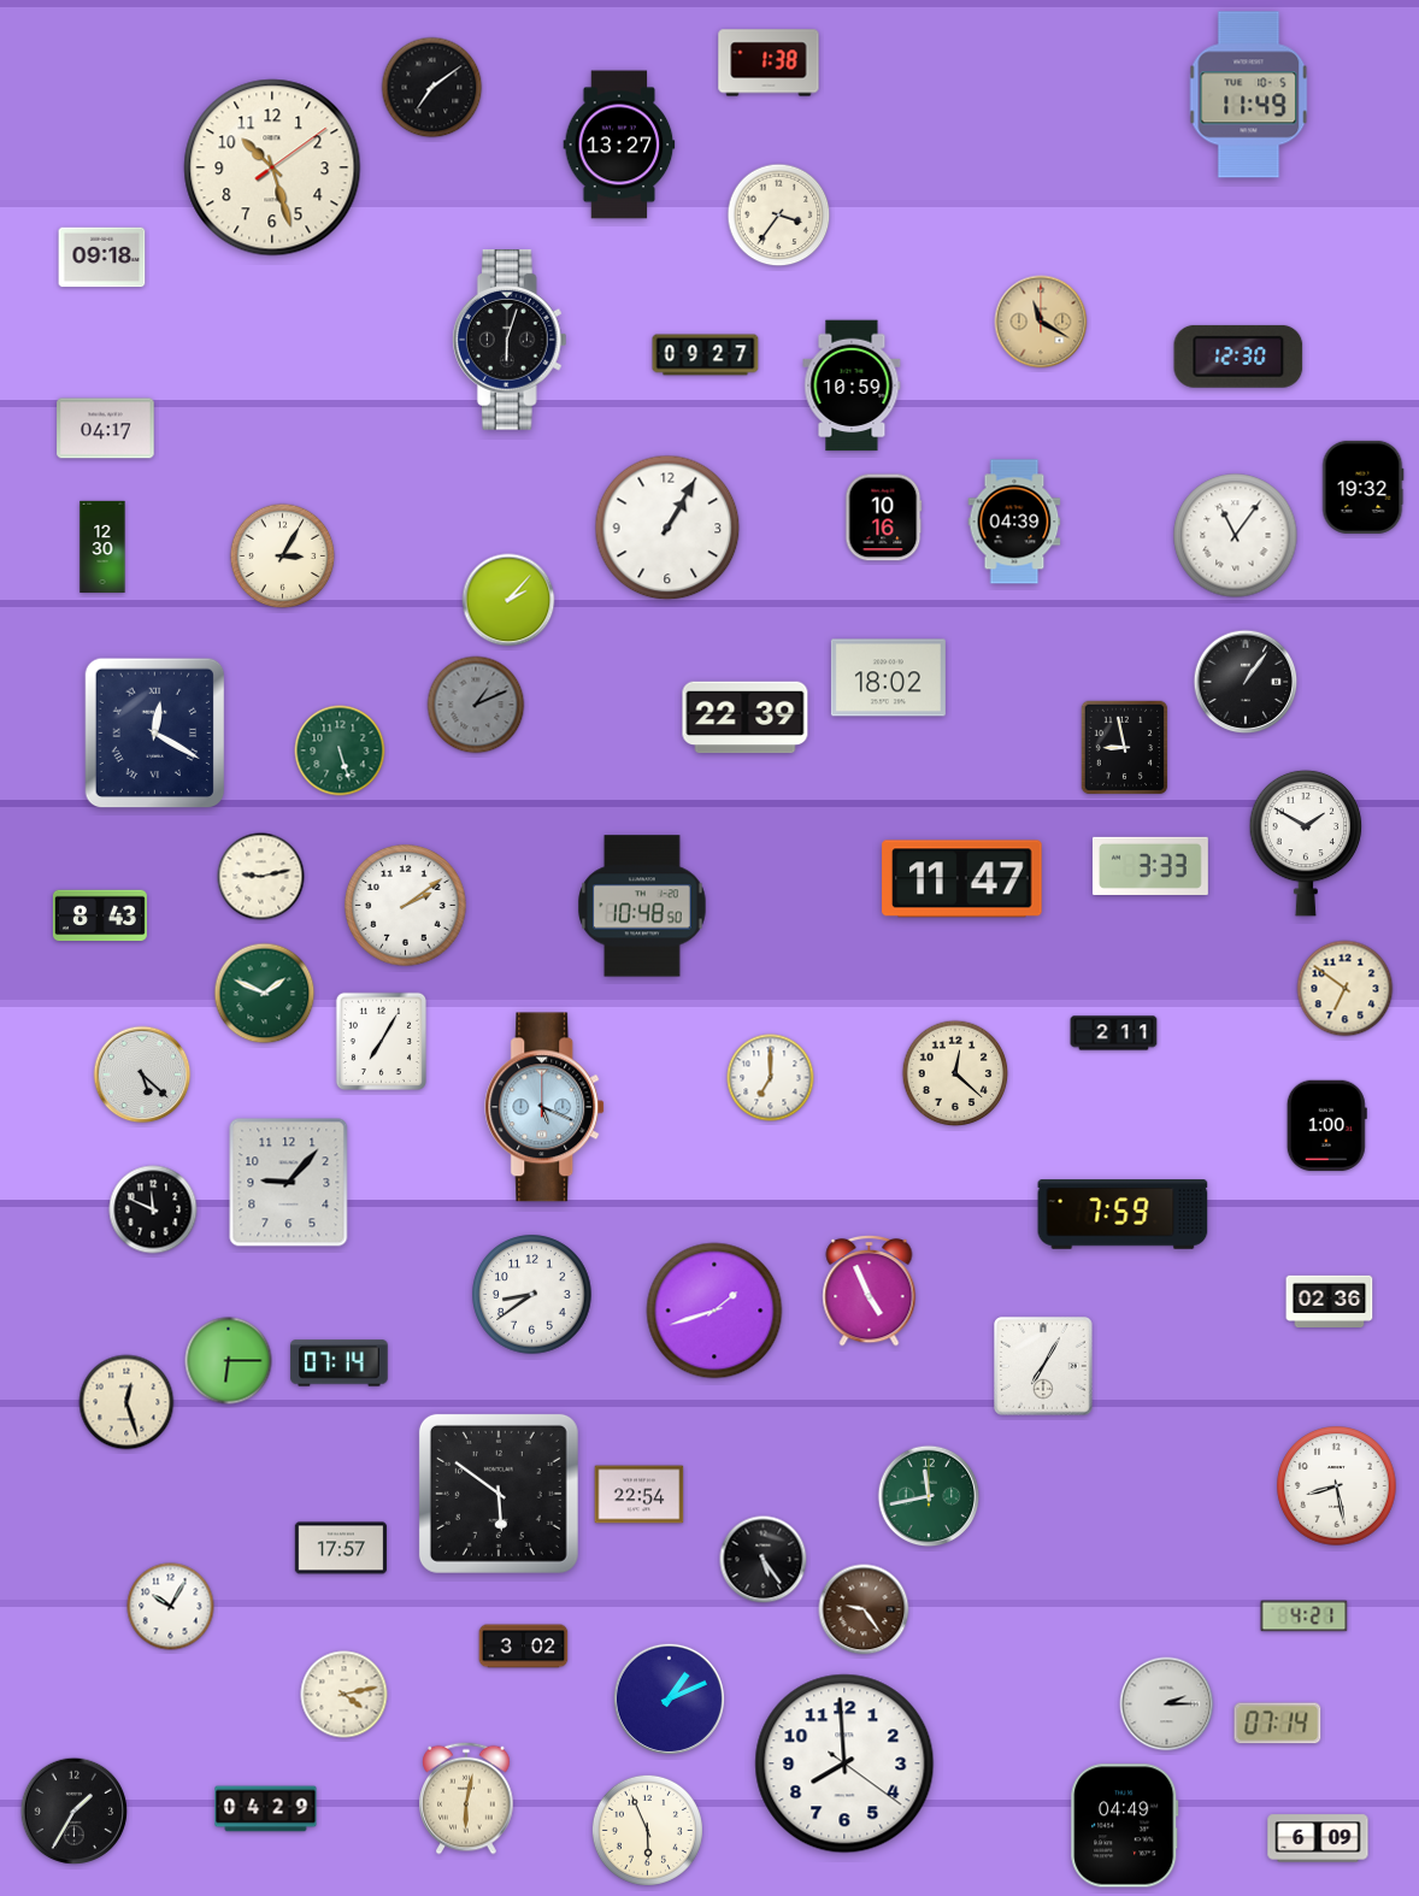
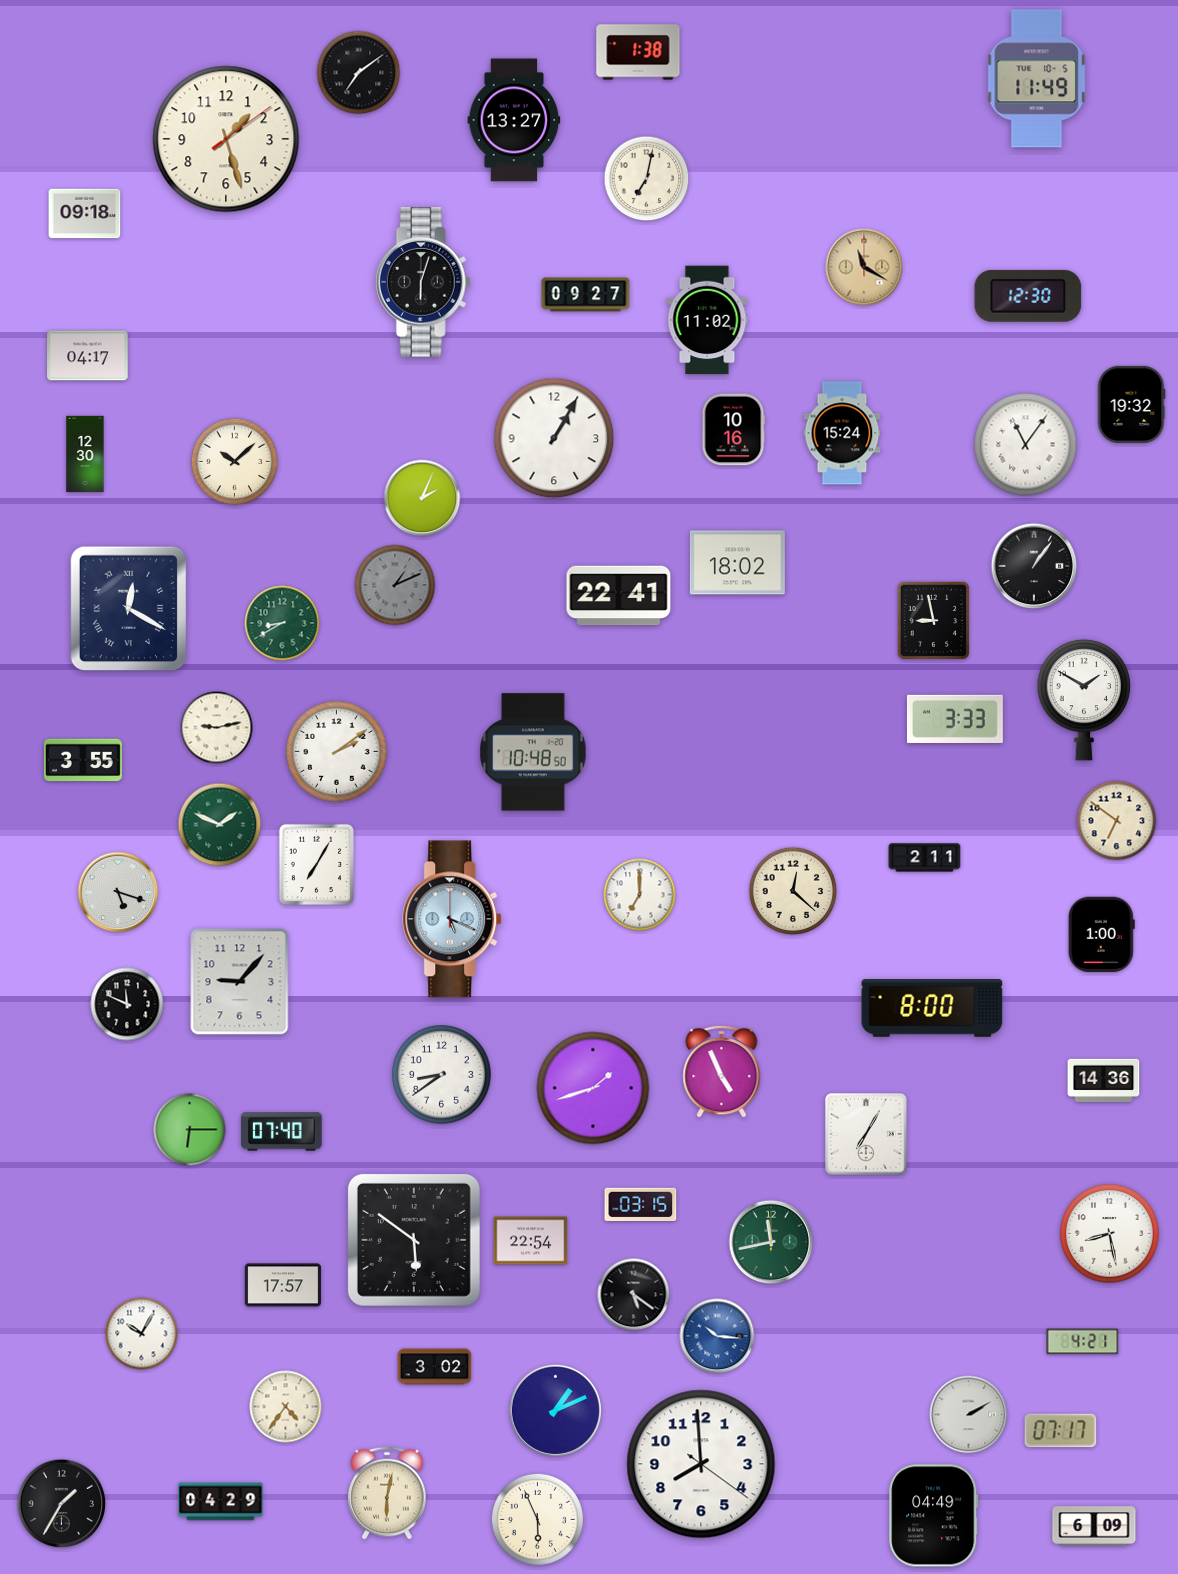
clock at (272, 167): 10:27 -> 1:27
clock at (779, 216): 3:36 -> 7:02
clock at (852, 385): 10:59 -> 11:02
clock at (1014, 522): 04:39 -> 15:24
clock at (283, 557): 3:05 -> 10:08
clock at (508, 600): 2:07 -> 2:04
clock at (746, 718): 22:39 -> 22:41
clock at (340, 750): 5:27 -> 8:40
clock at (962, 879): 11:47 -> none
clock at (100, 915): 8:43 -> 3:55
clock at (142, 1074): 5:22 -> 5:18
clock at (1123, 1214): 7:59 -> 8:00
clock at (1330, 1301): 02:36 -> 14:36
clock at (340, 1364): 07:14 -> 07:40
clock at (126, 1402): 12:27 -> none
clock at (641, 1204): none -> 03:15
clock at (764, 1560): 5:24 -> 5:21
clock at (864, 1609): 9:24 -> 10:16
clock at (864, 1609) dial: brown -> blue
clock at (345, 1695): 4:13 -> 4:36
clock at (1167, 1704): 2:15 -> 2:10
clock at (1278, 1724): 07:14 -> 07:17
